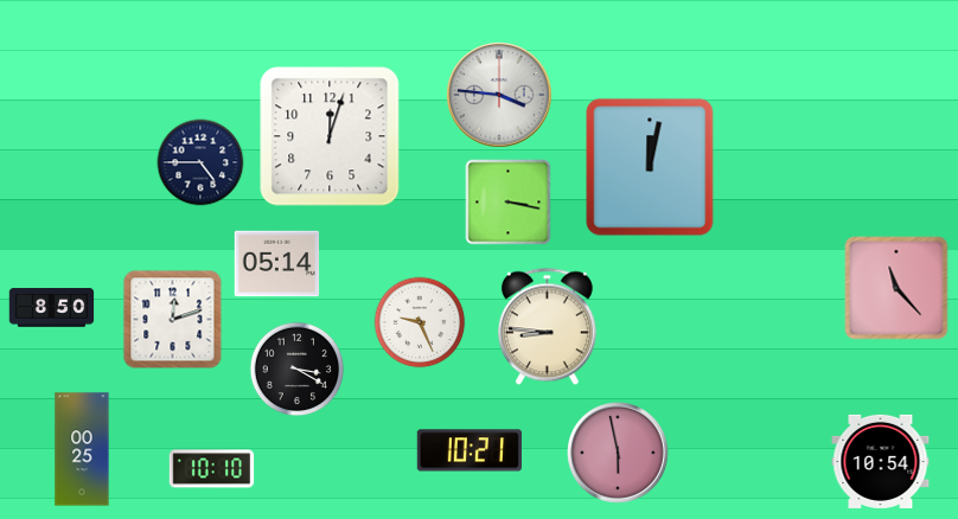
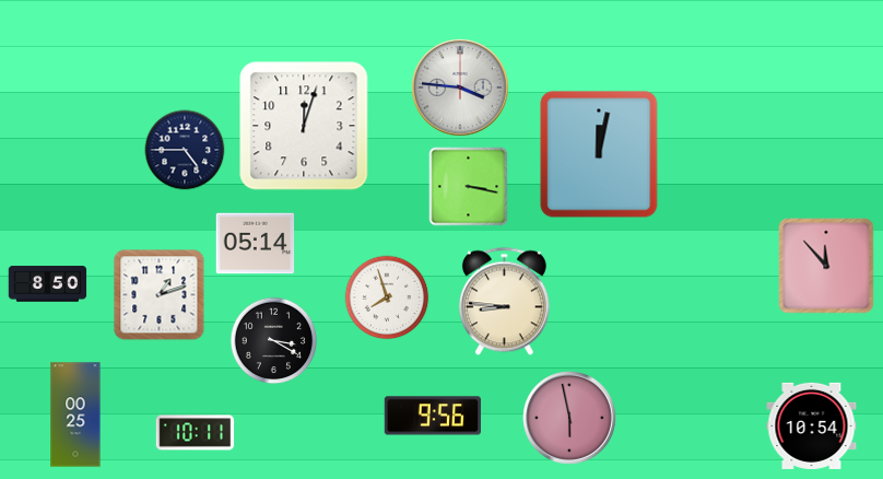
clock at (896, 288): 11:23 -> 11:53
clock at (173, 320): 12:12 -> 1:12
clock at (420, 322): 9:26 -> 7:57
clock at (468, 450): 10:21 -> 9:56
clock at (212, 469): 10:10 -> 10:11
